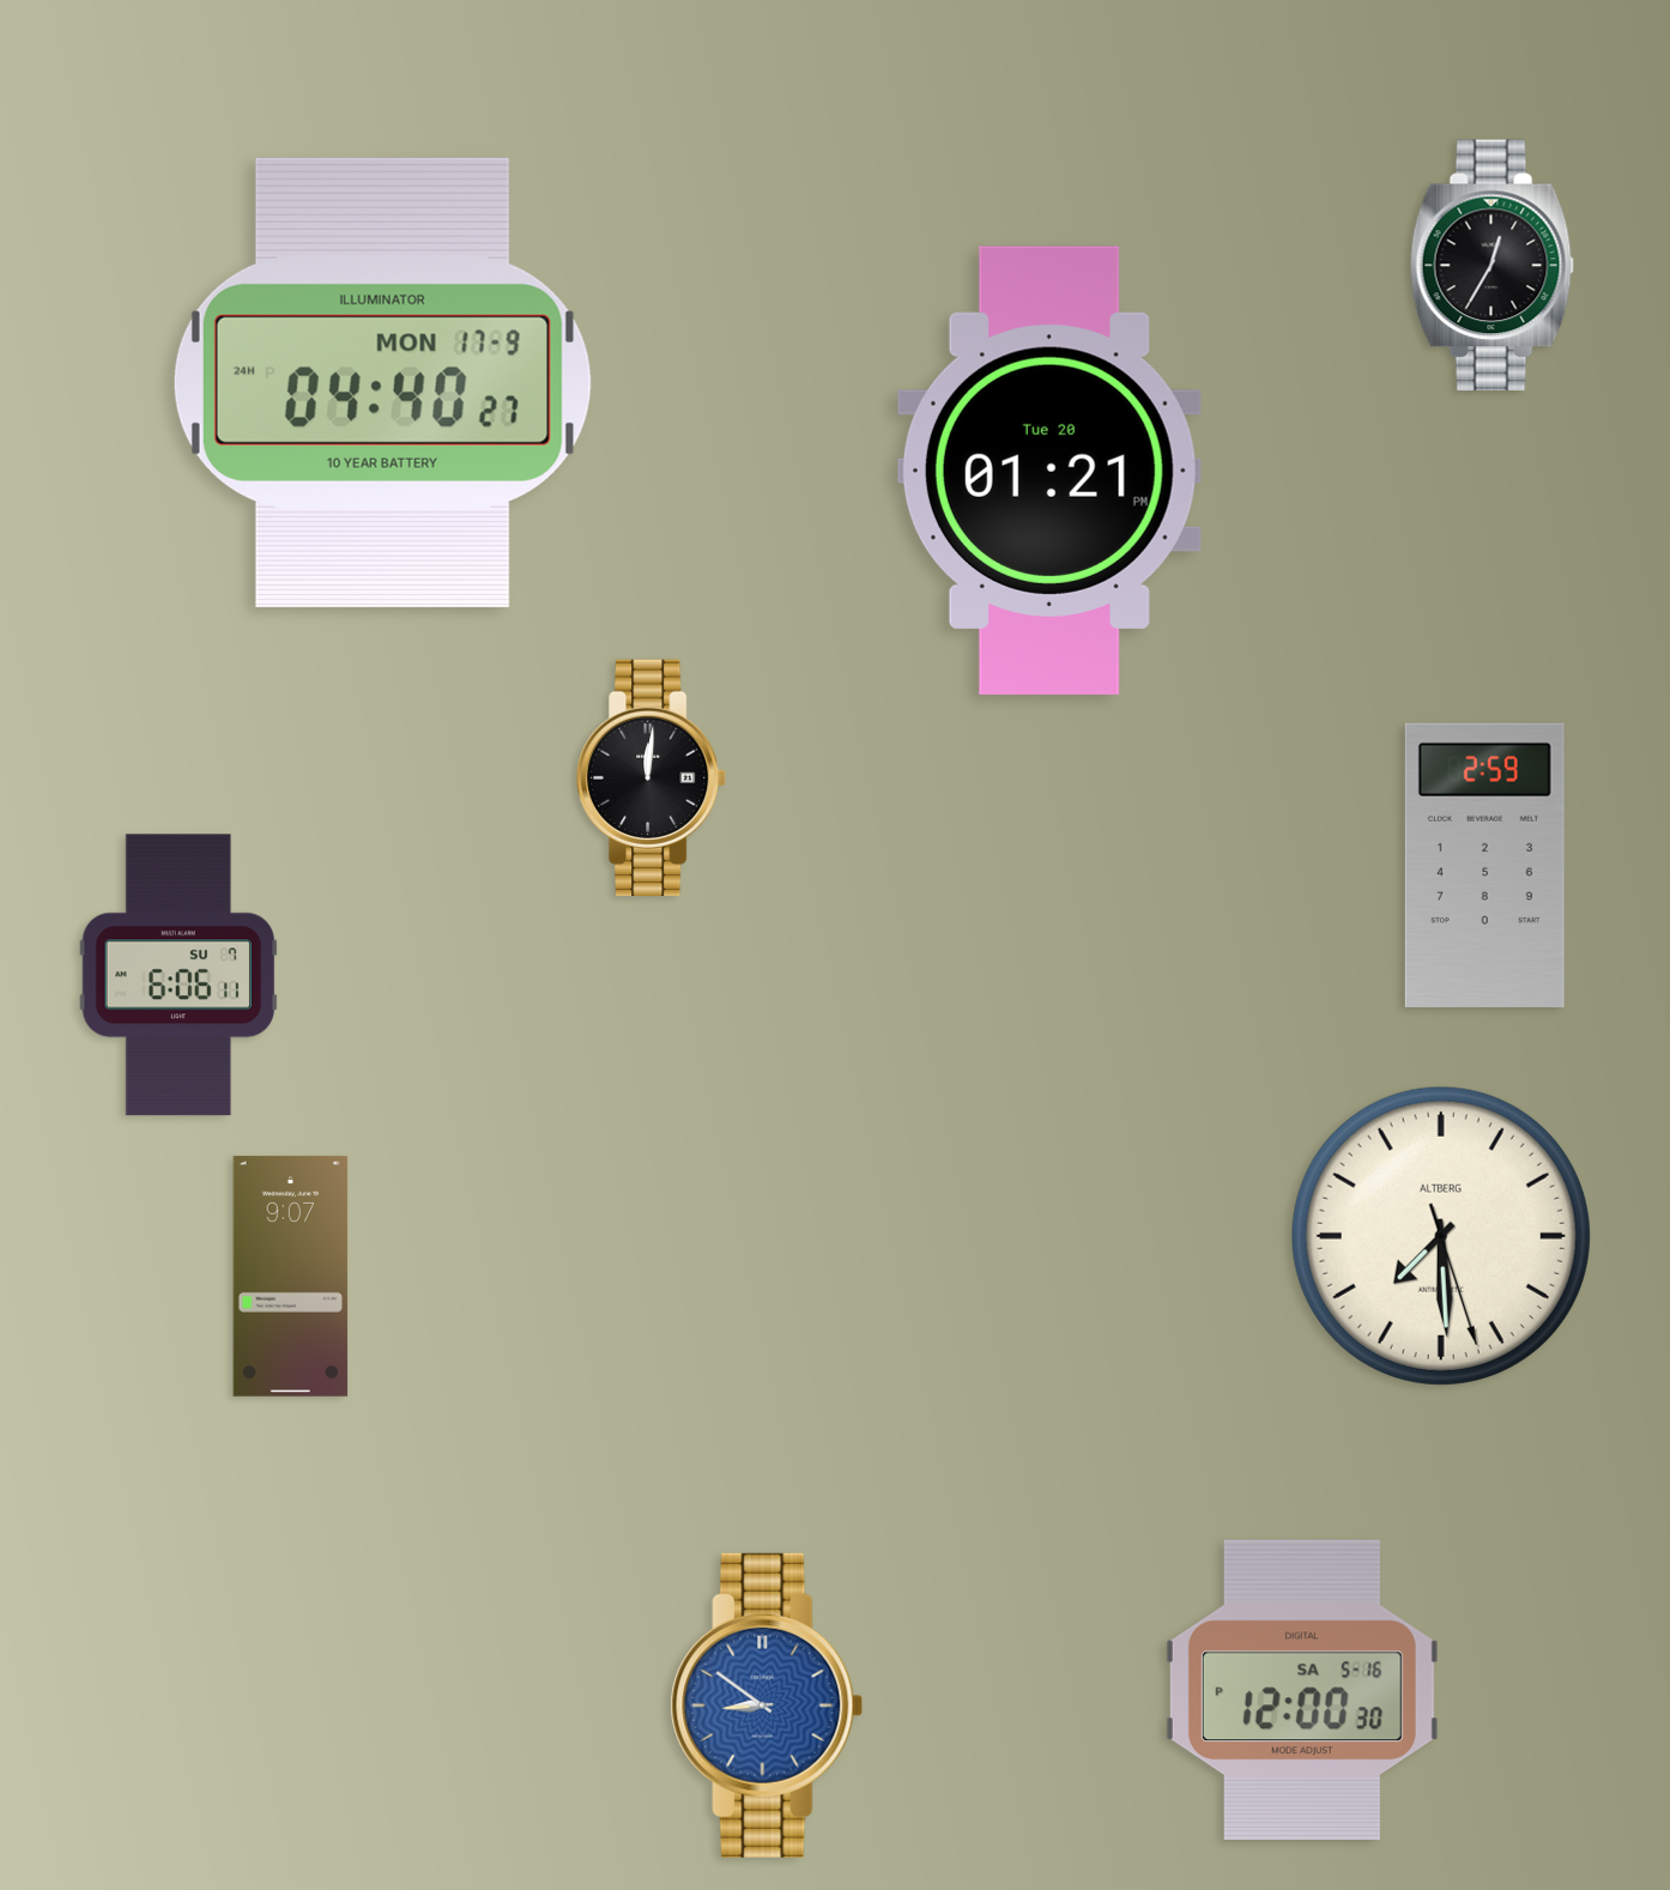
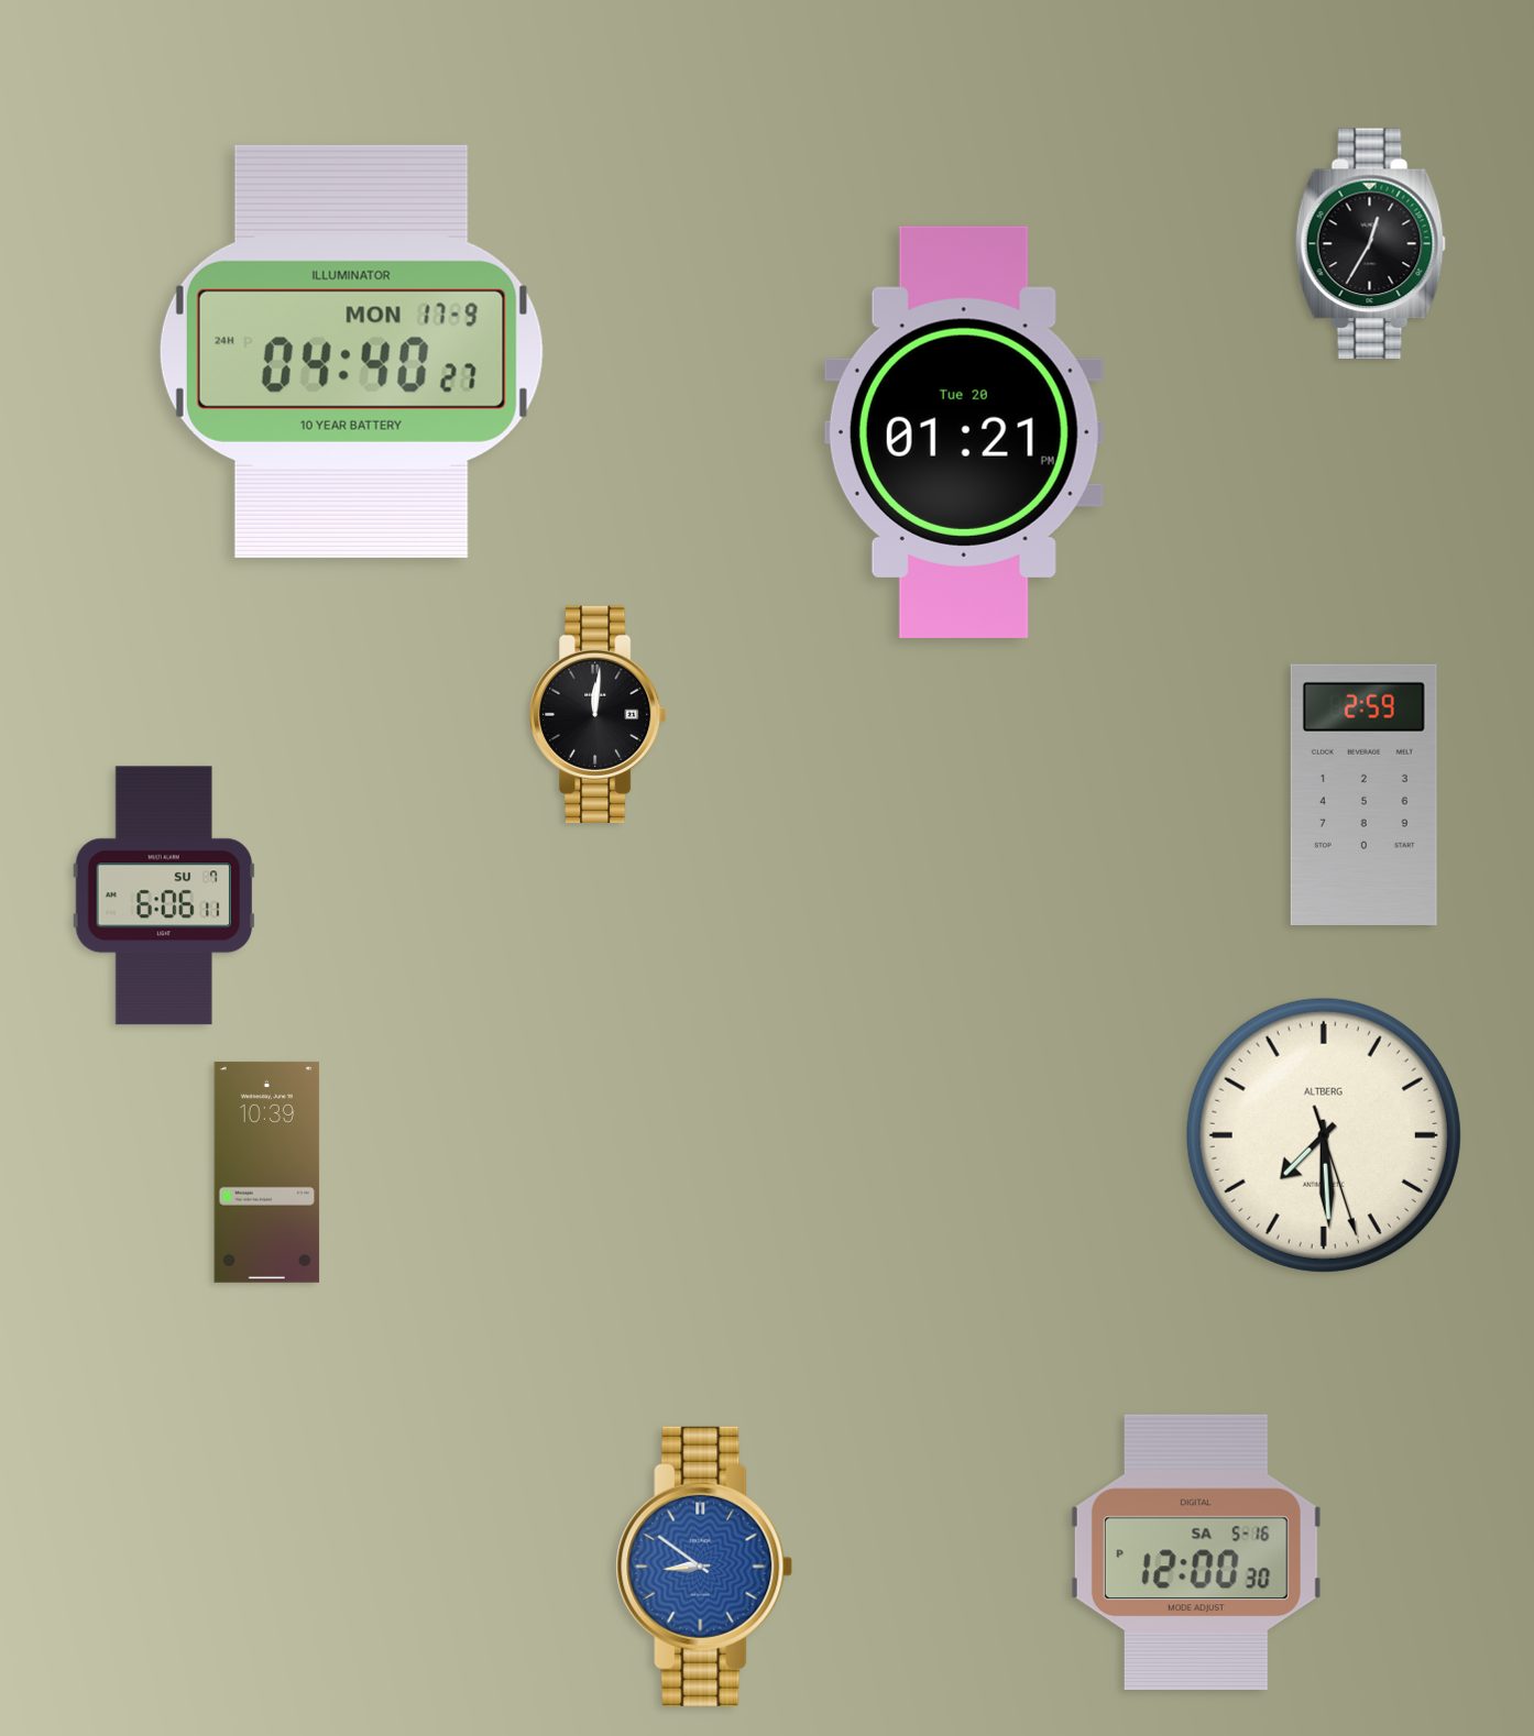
clock at (291, 1276): 9:07 -> 10:39
